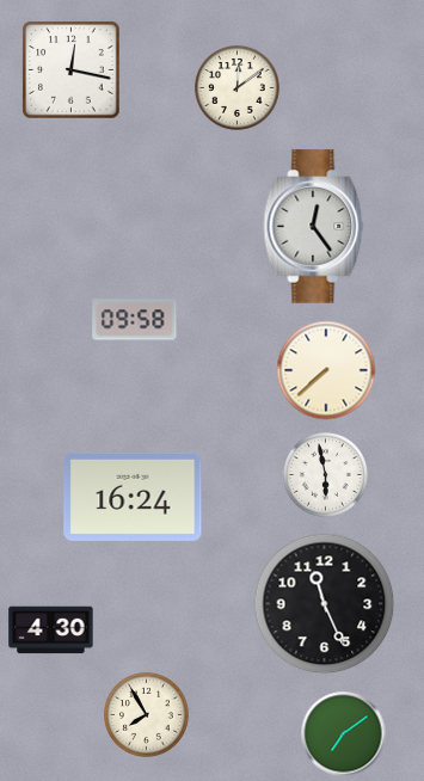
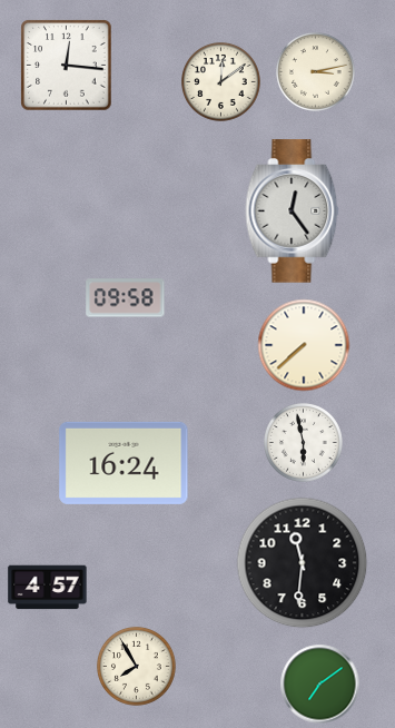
clock at (72, 70): 12:17 -> 12:16
clock at (316, 72): none -> 3:13
clock at (325, 604): 11:26 -> 11:31
clock at (51, 631): 4:30 -> 4:57
